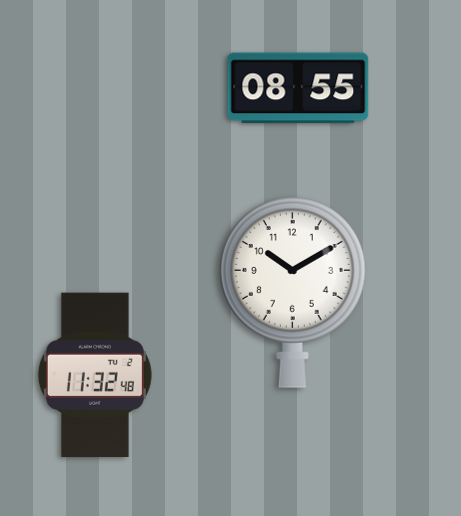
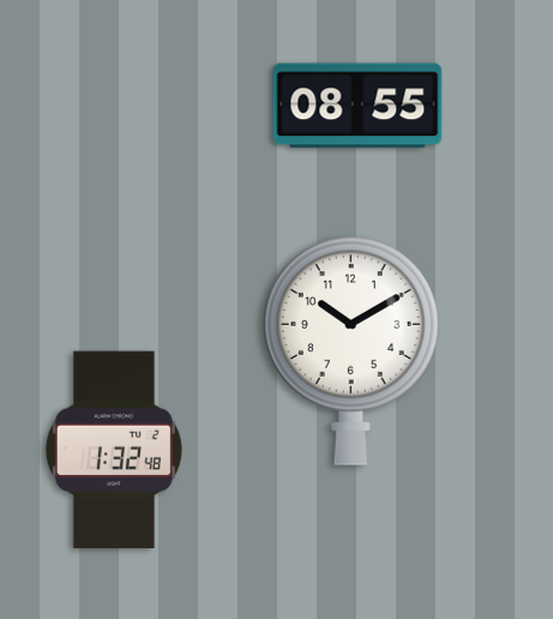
clock at (95, 375): 11:32 -> 1:32
